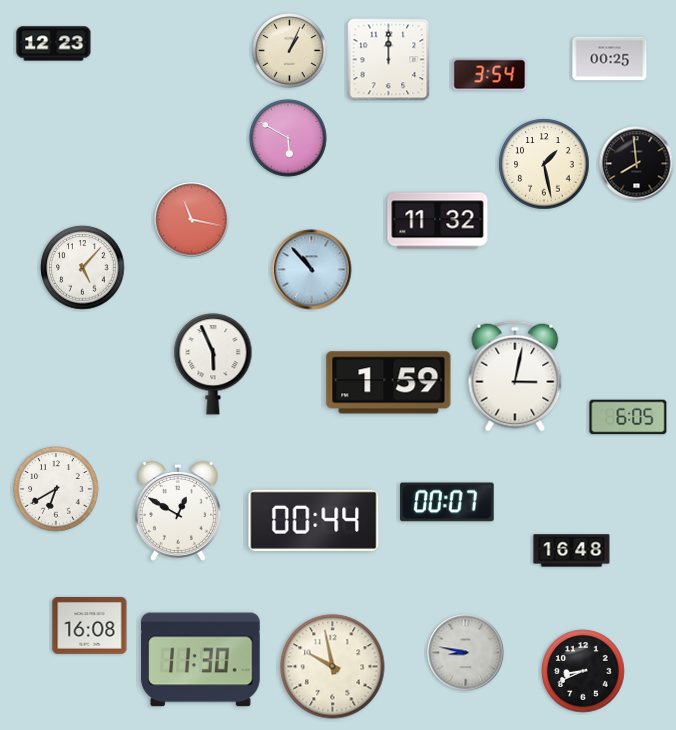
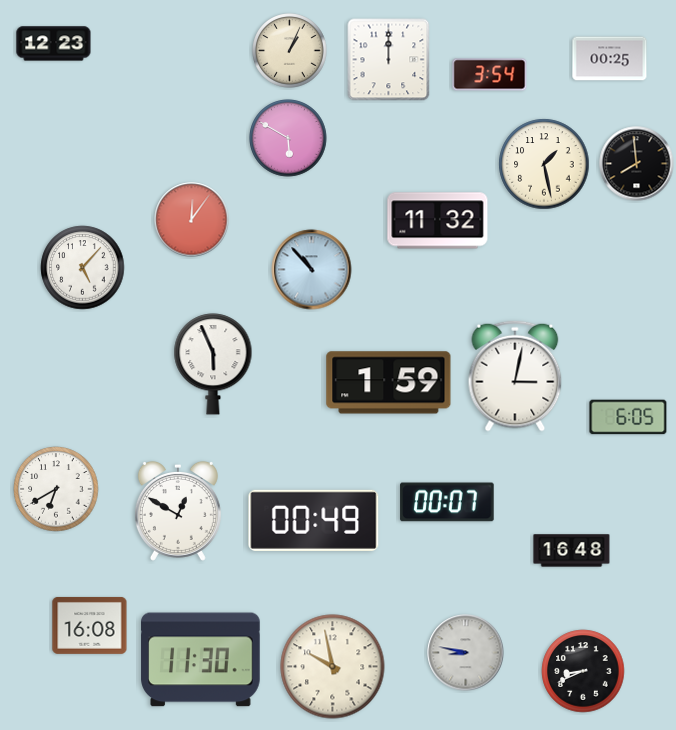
clock at (192, 220): 11:17 -> 12:06
clock at (314, 520): 00:44 -> 00:49
